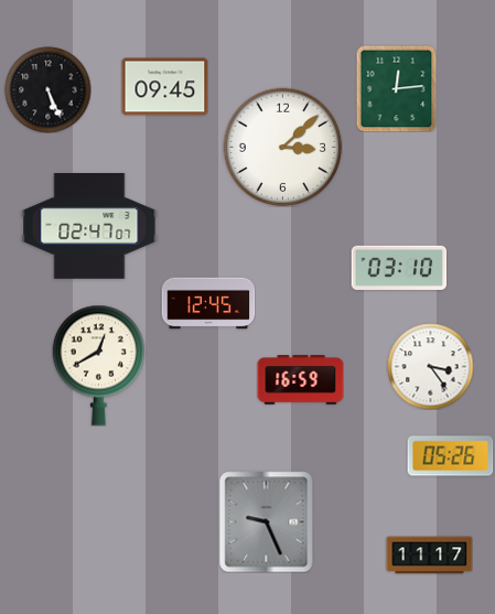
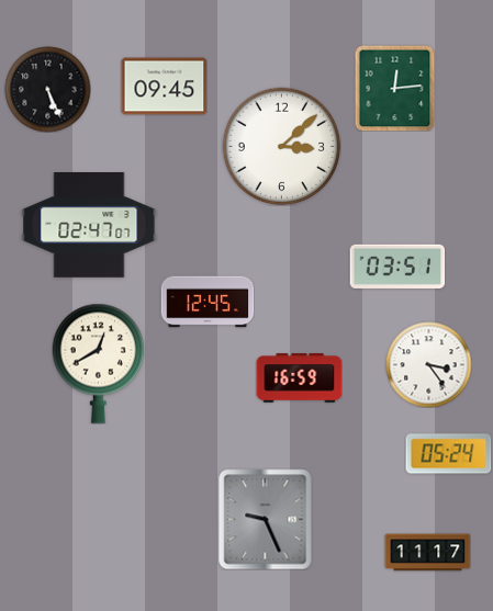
clock at (399, 268): 03:10 -> 03:51
clock at (450, 456): 05:26 -> 05:24
